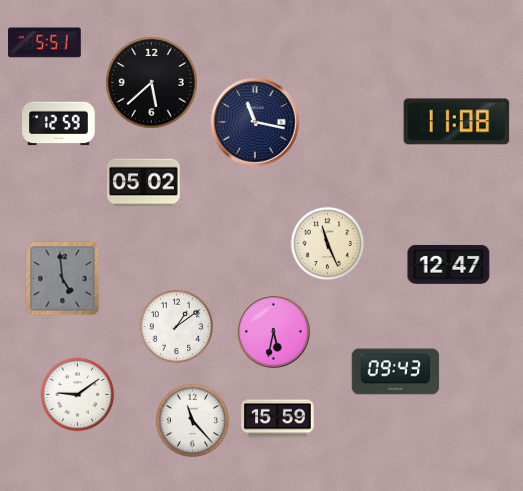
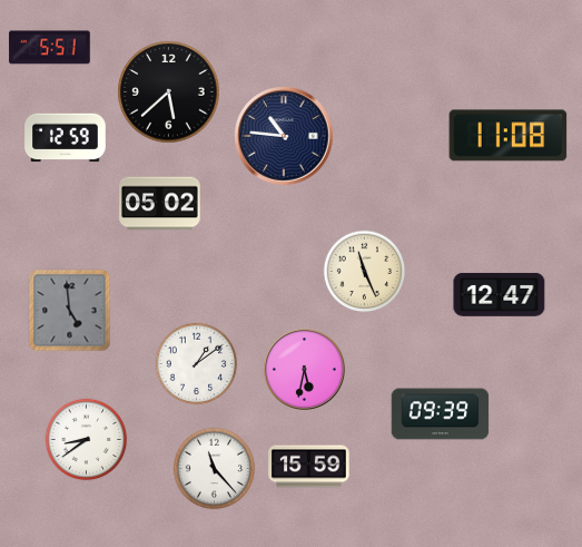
clock at (255, 122): 11:17 -> 10:46
clock at (396, 372): 09:43 -> 09:39
clock at (78, 395): 9:09 -> 8:39
